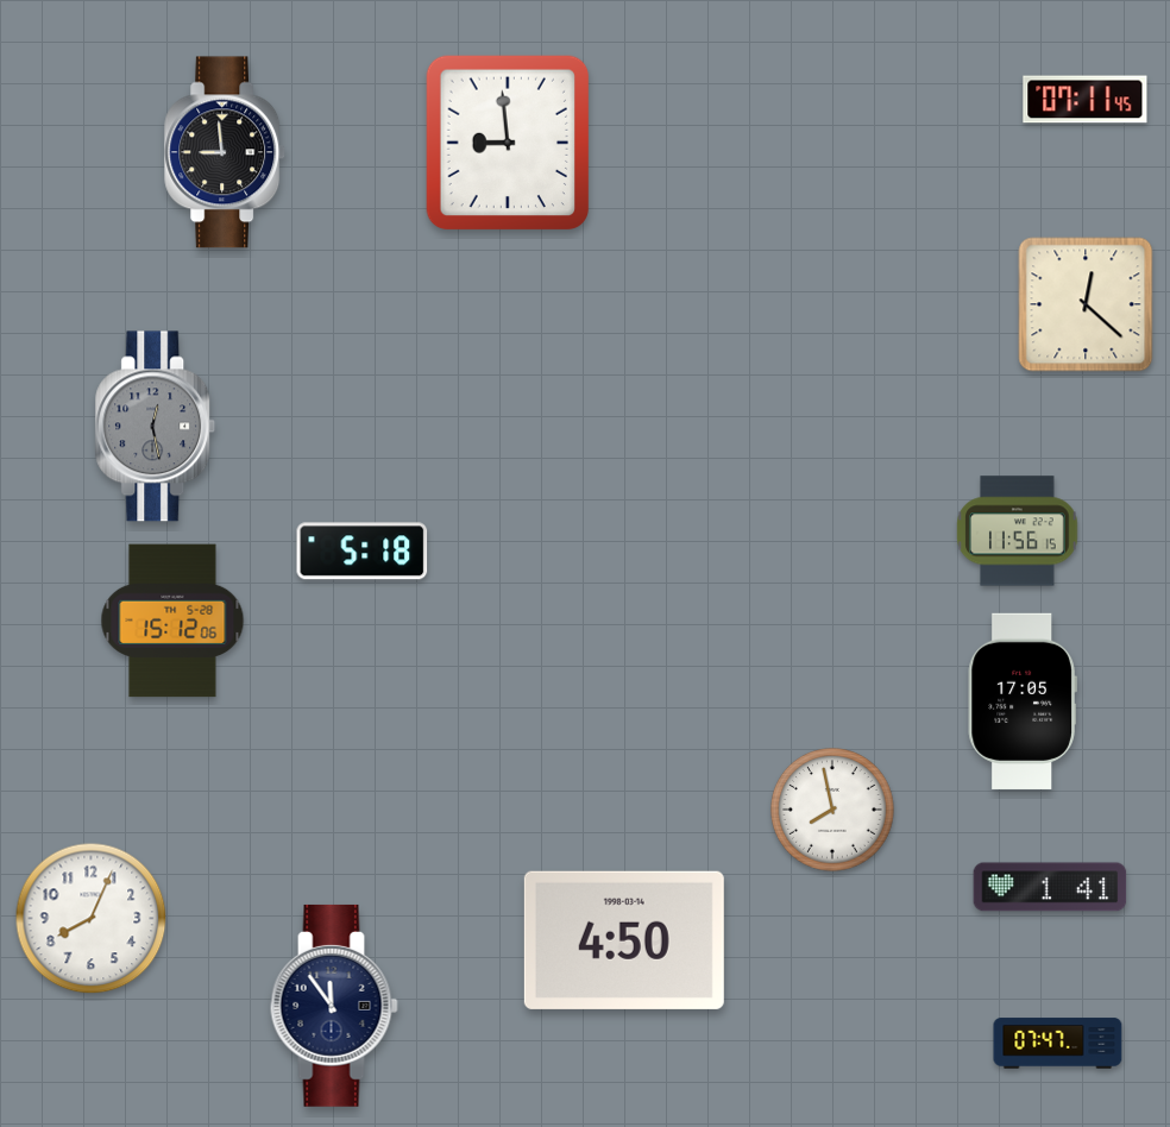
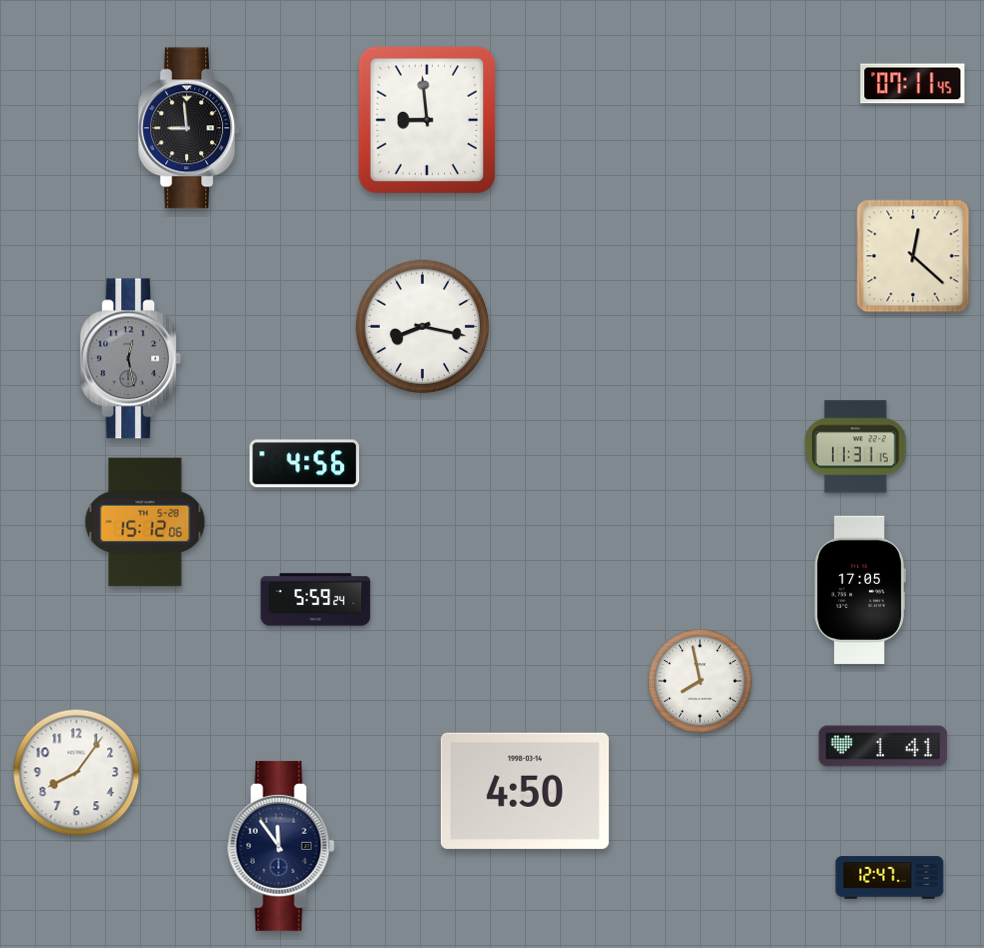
clock at (422, 326): none -> 8:17
clock at (1018, 531): 11:56 -> 11:31
clock at (363, 552): 5:18 -> 4:56
clock at (316, 600): none -> 5:59
clock at (92, 919): 8:04 -> 8:06
clock at (1058, 1044): 07:47 -> 12:47
